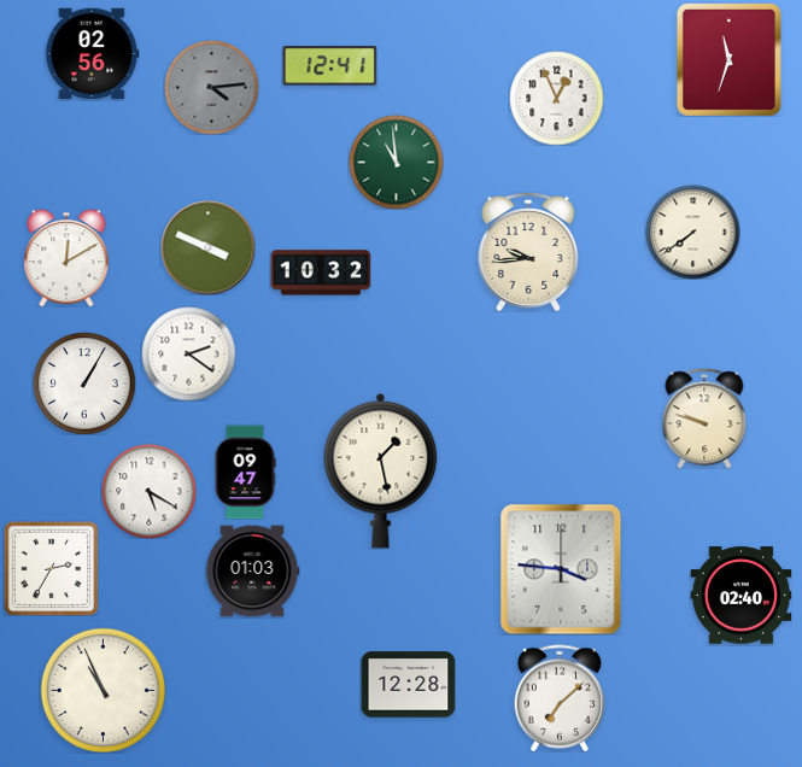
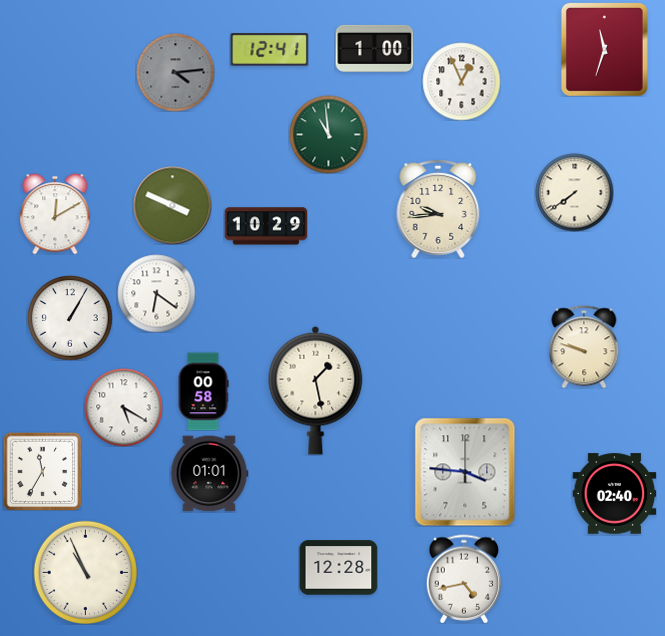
clock at (92, 54): 02:56 -> none
clock at (374, 48): none -> 1:00
clock at (329, 66) position: (329, 66) -> (269, 50)
clock at (321, 273): 10:32 -> 10:29
clock at (188, 353): 2:21 -> 6:21
clock at (245, 472): 09:47 -> 00:58
clock at (51, 568): 2:35 -> 11:35
clock at (252, 572): 01:03 -> 01:01
clock at (560, 698): 7:08 -> 4:43
